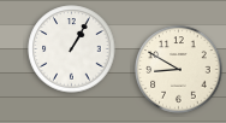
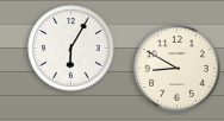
clock at (72, 49): 1:05 -> 6:05
